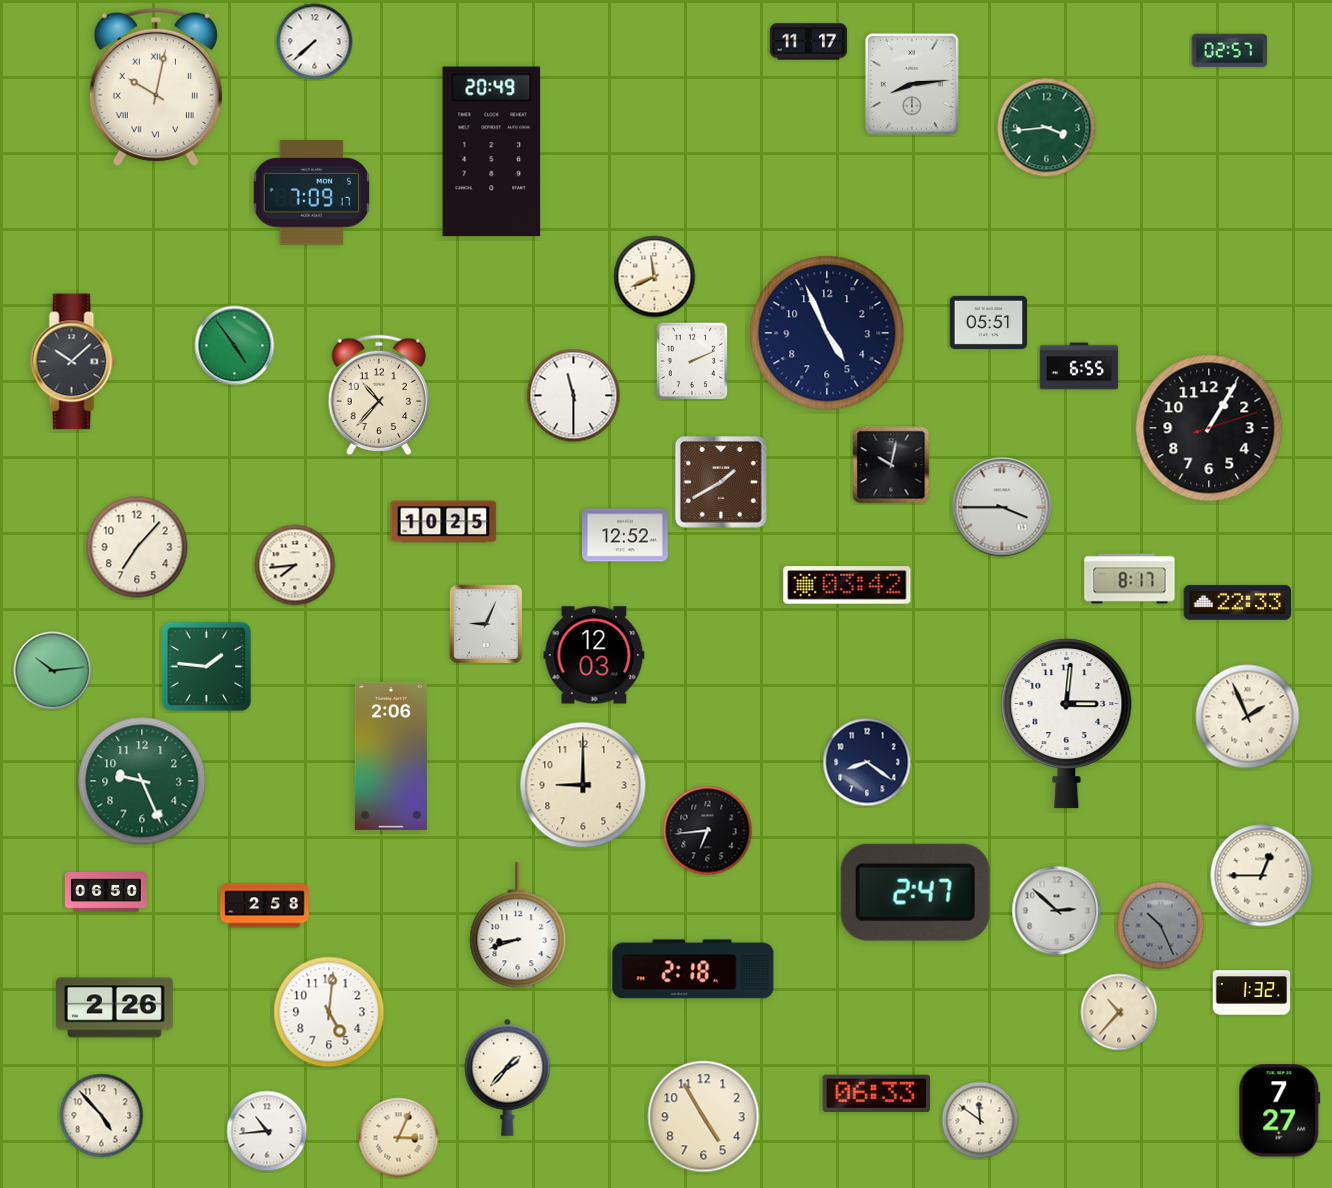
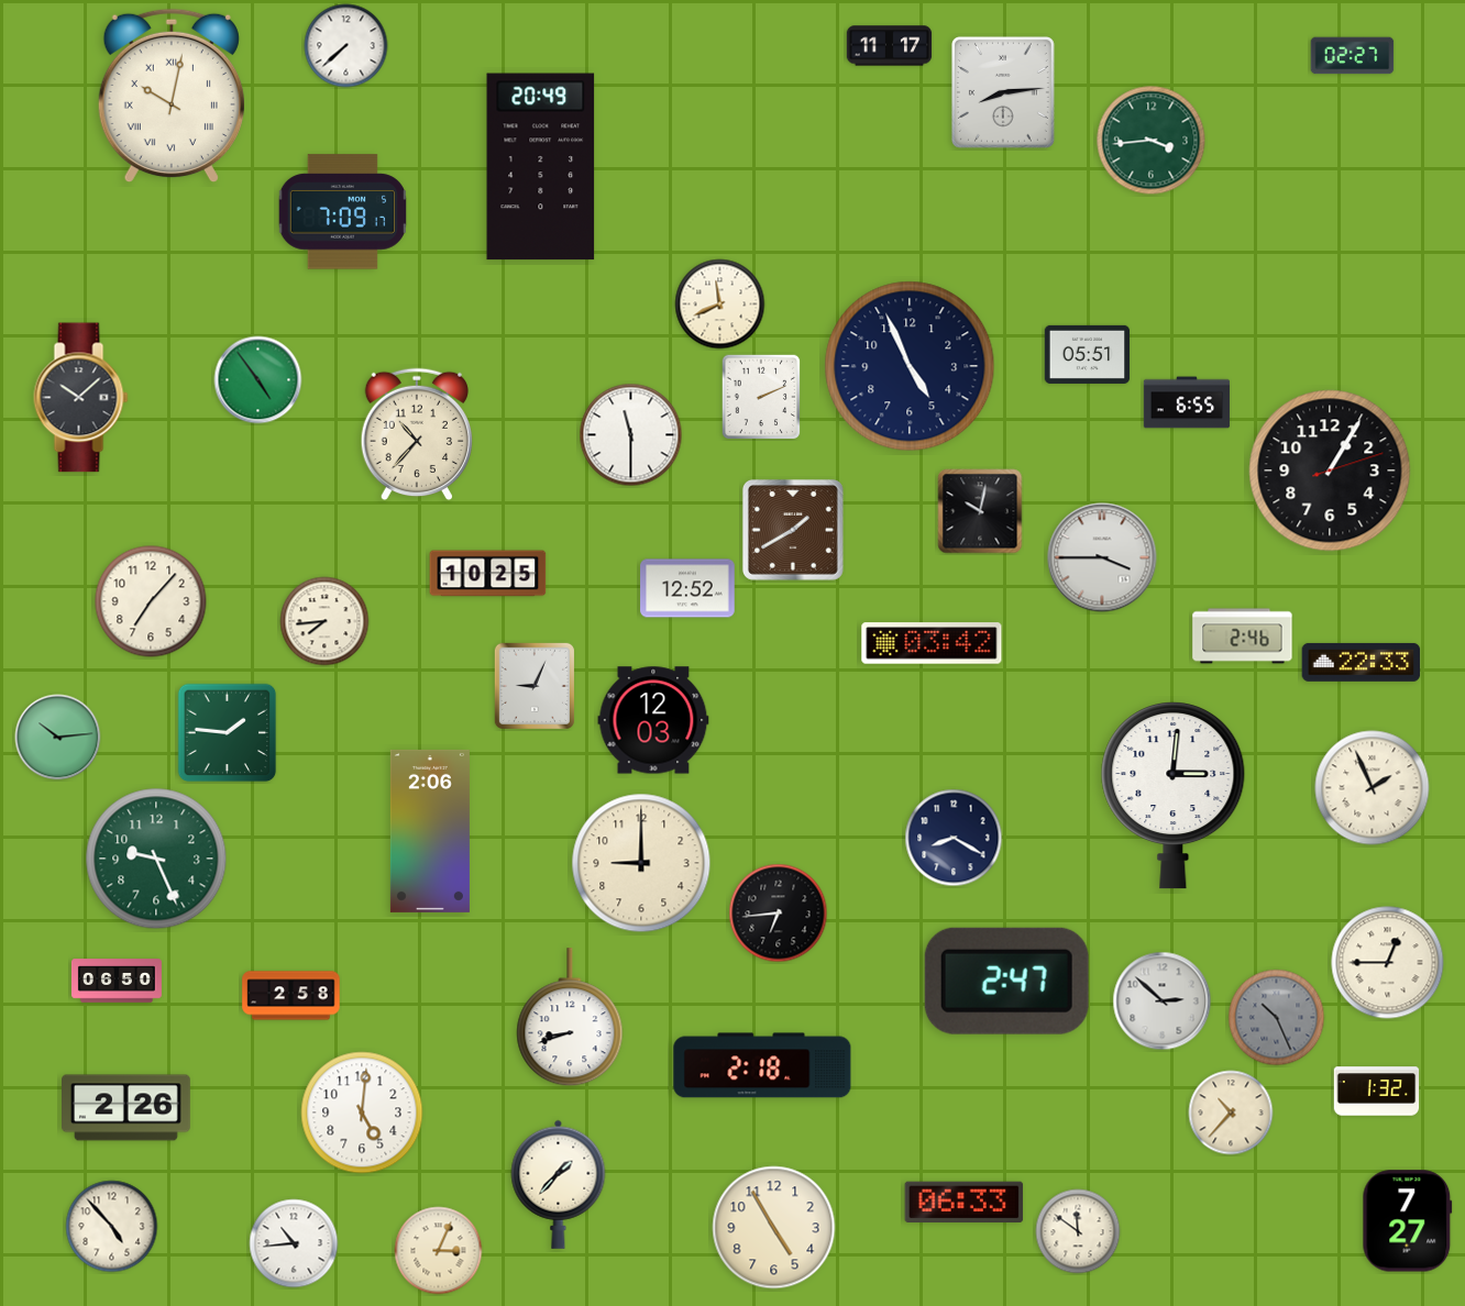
clock at (1230, 51): 02:57 -> 02:27
clock at (1130, 579): 8:17 -> 2:46
clock at (867, 762): 8:21 -> 8:20
